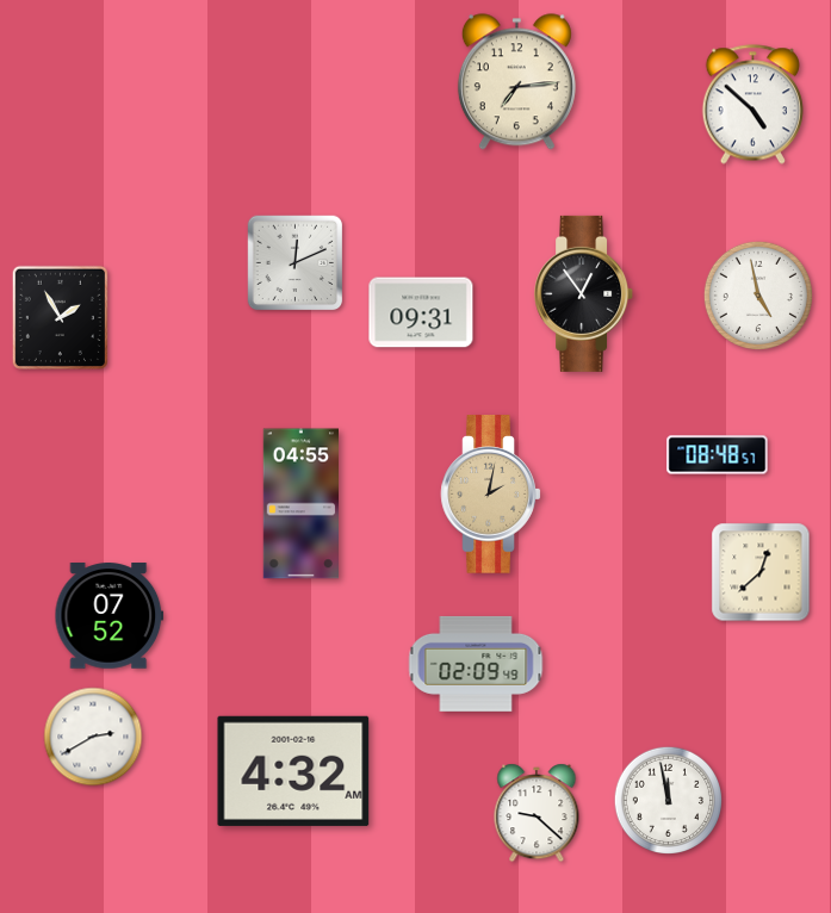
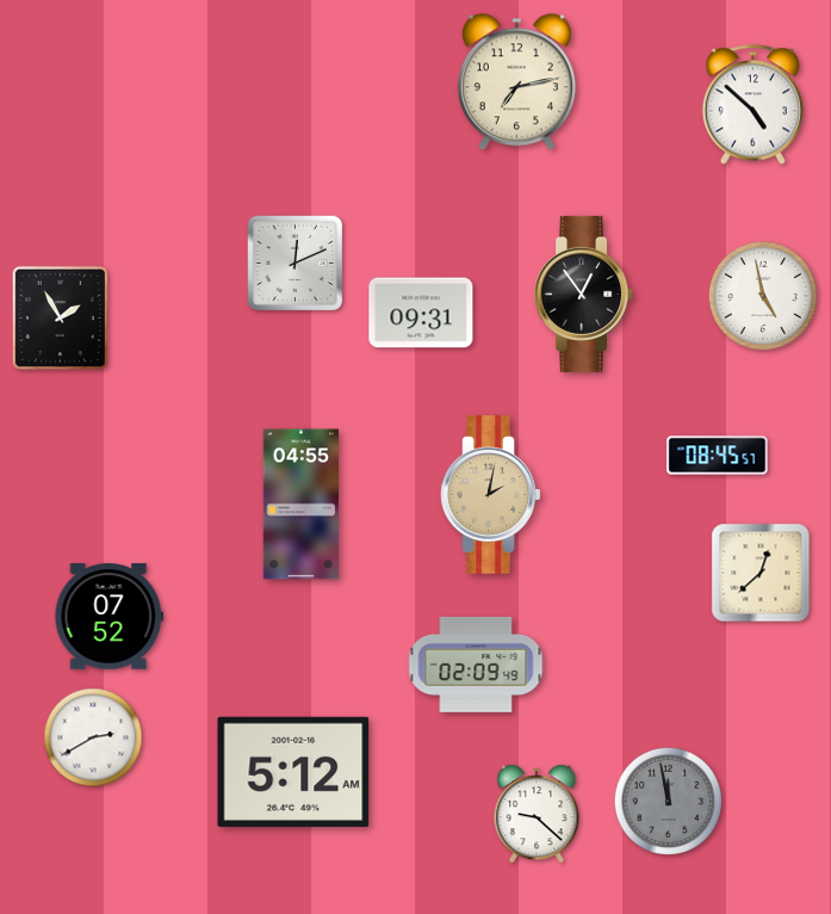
clock at (516, 82): 7:14 -> 7:13
clock at (758, 296) position: (758, 296) -> (763, 296)
clock at (718, 455): 08:48 -> 08:45
clock at (293, 771): 4:32 -> 5:12
clock at (668, 800) dial: white -> grey
